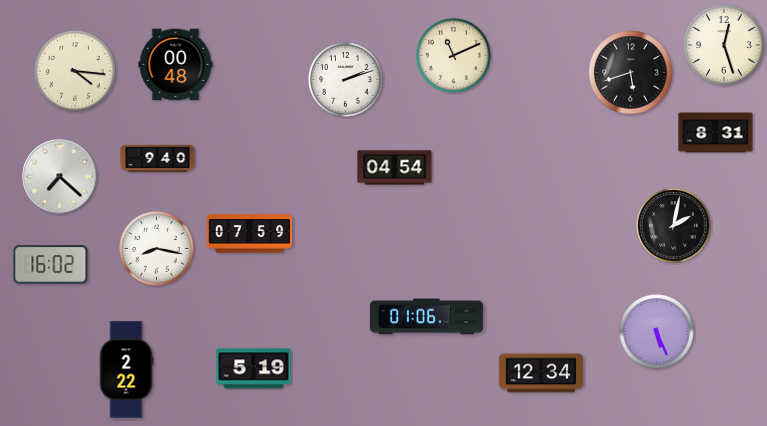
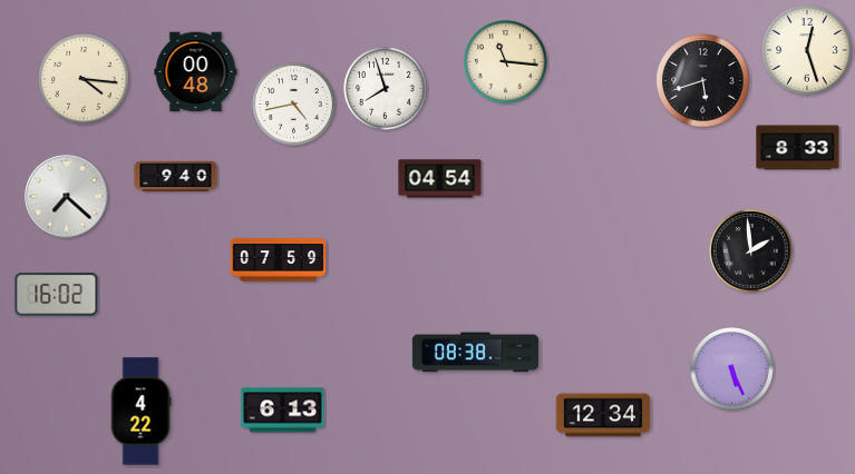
clock at (454, 56): 11:11 -> 11:16
clock at (346, 80): 2:12 -> 7:57
clock at (294, 105): none -> 4:43
clock at (716, 133): 8:31 -> 8:33
clock at (395, 168) position: (395, 168) -> (440, 179)
clock at (674, 226): 2:02 -> 1:59
clock at (157, 249): 8:17 -> none
clock at (426, 317): 01:06 -> 08:38
clock at (254, 369): 5:19 -> 6:13
clock at (126, 370): 2:22 -> 4:22
